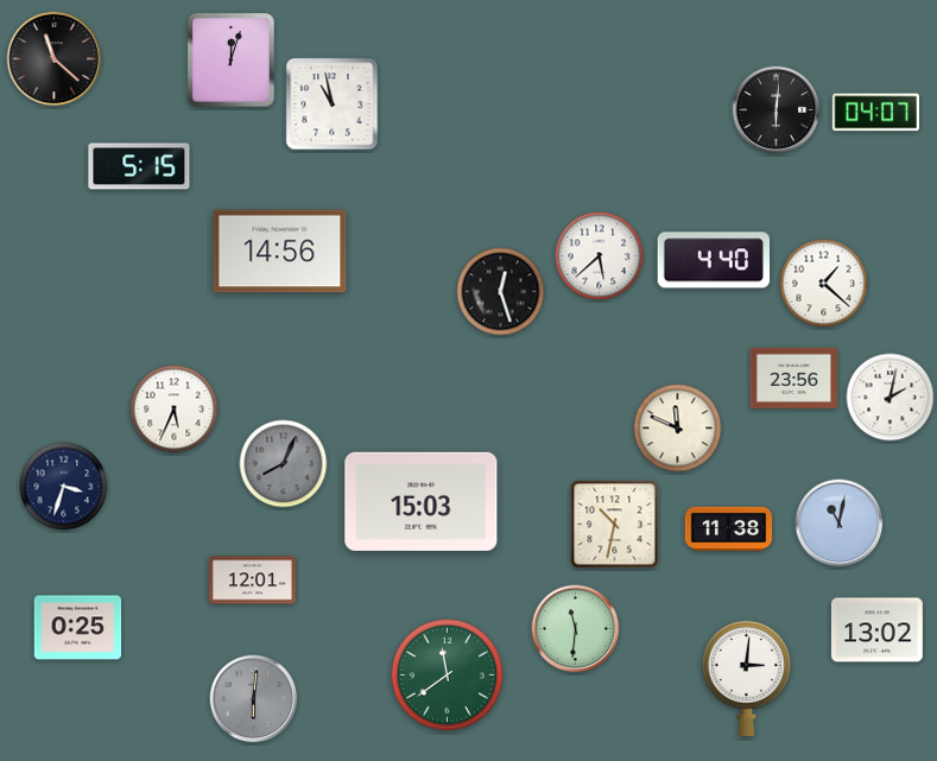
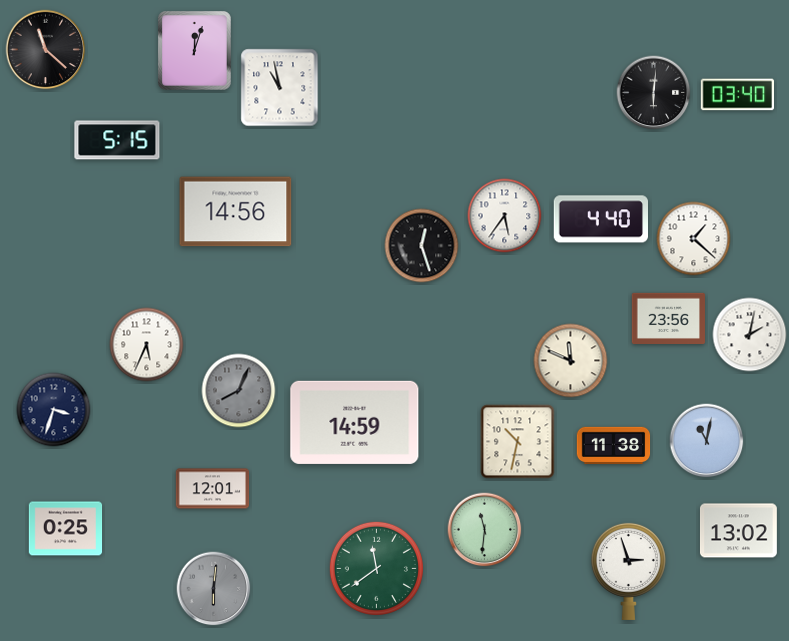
clock at (875, 113): 04:07 -> 03:40
clock at (600, 256): 5:38 -> 5:36
clock at (422, 501): 15:03 -> 14:59
clock at (746, 678): 3:01 -> 2:57
